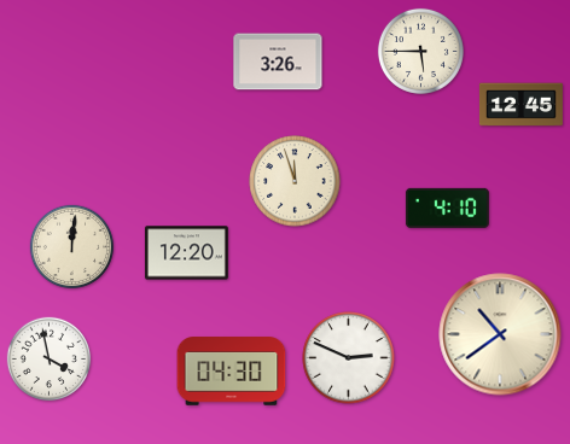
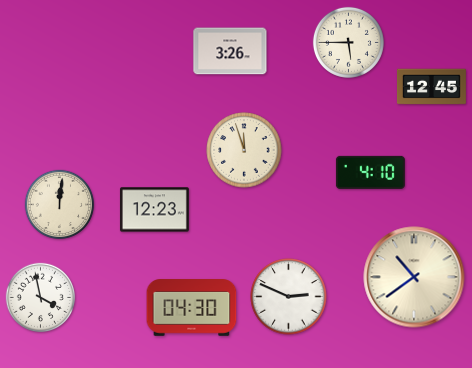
clock at (186, 253): 12:20 -> 12:23
